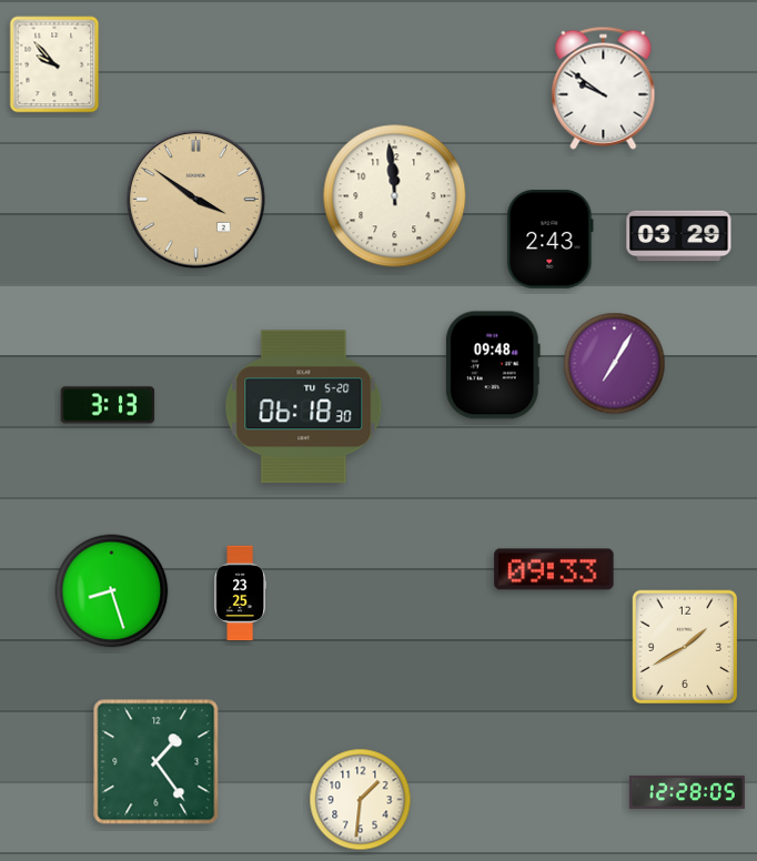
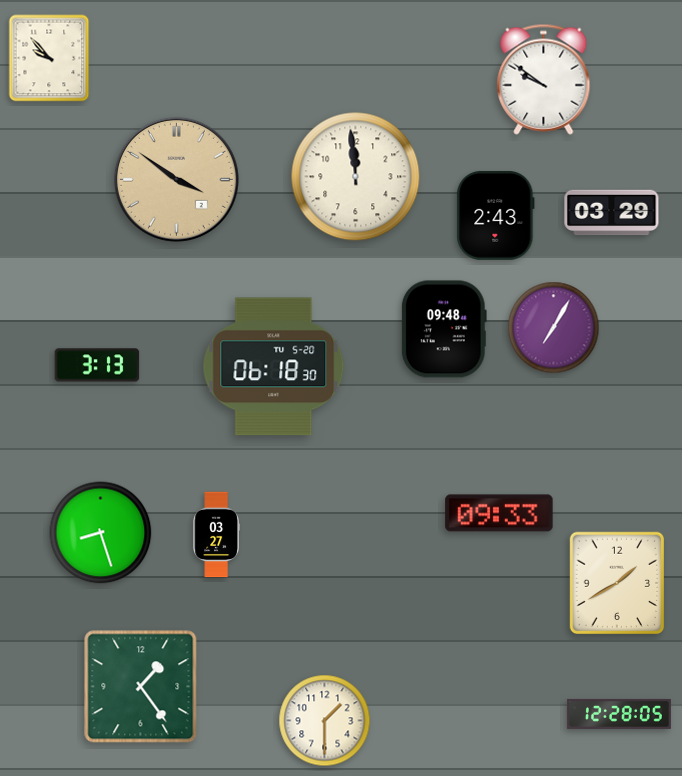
clock at (240, 594): 23:25 -> 03:27
clock at (361, 800): 1:31 -> 1:30
